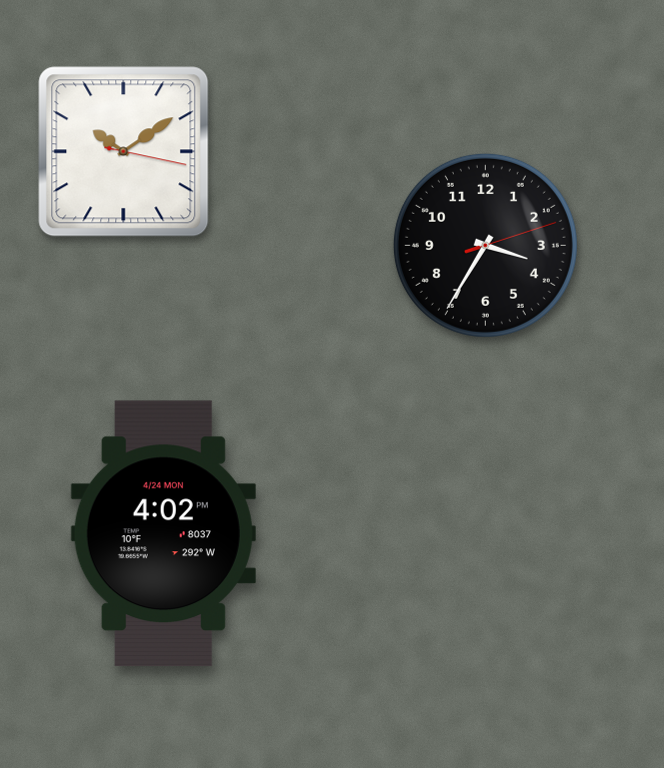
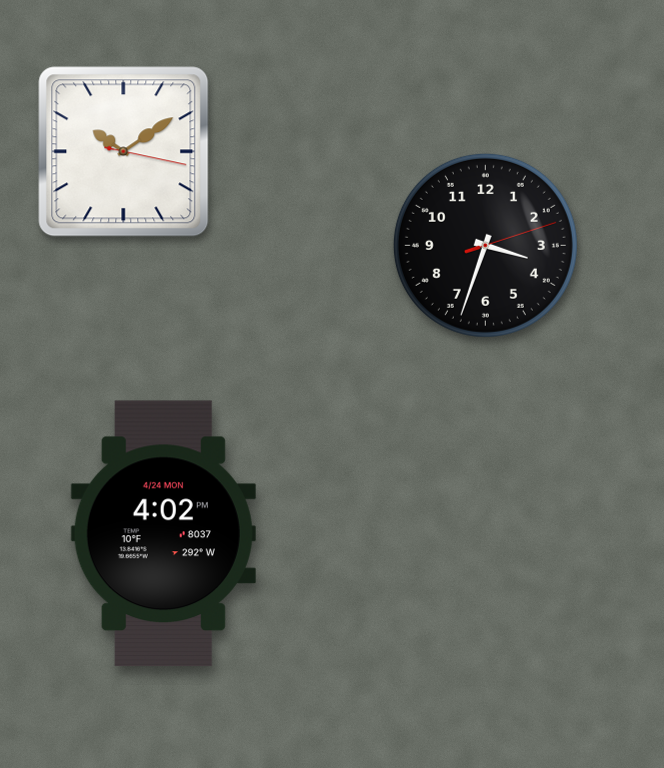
clock at (485, 245): 3:35 -> 3:33
